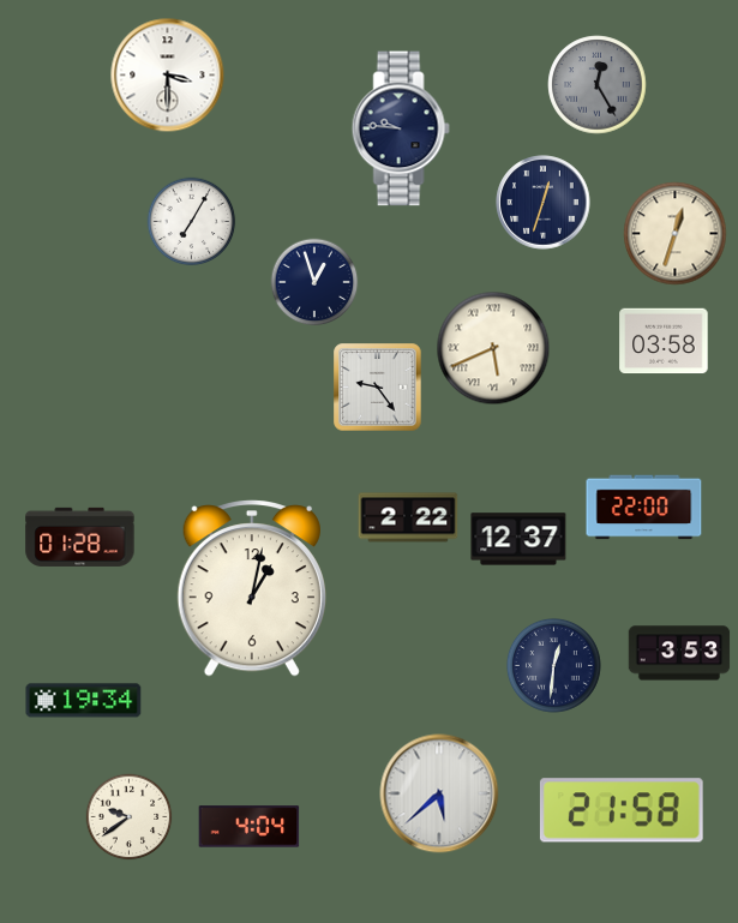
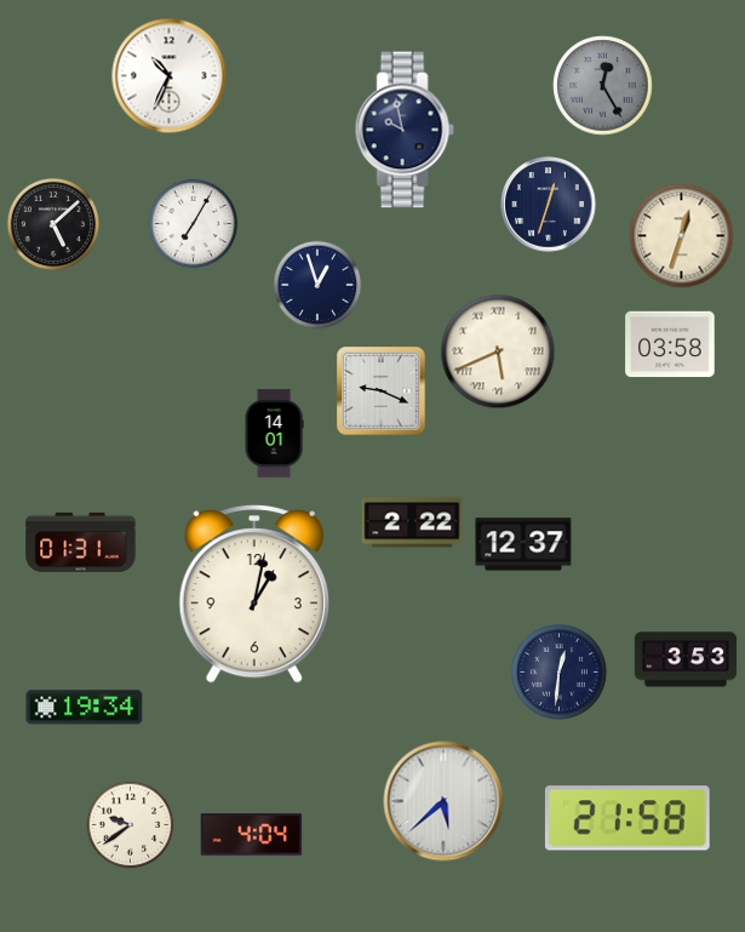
clock at (168, 76): 3:30 -> 10:34
clock at (401, 128): 9:46 -> 9:58
clock at (53, 224): none -> 5:08
clock at (378, 388): 9:24 -> 9:19
clock at (274, 434): none -> 14:01
clock at (644, 508): 22:00 -> none
clock at (80, 537): 01:28 -> 01:31
